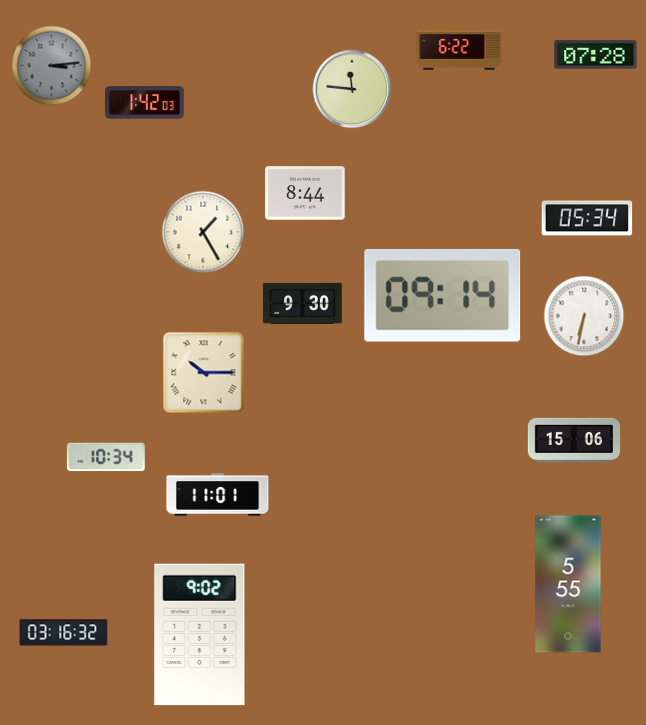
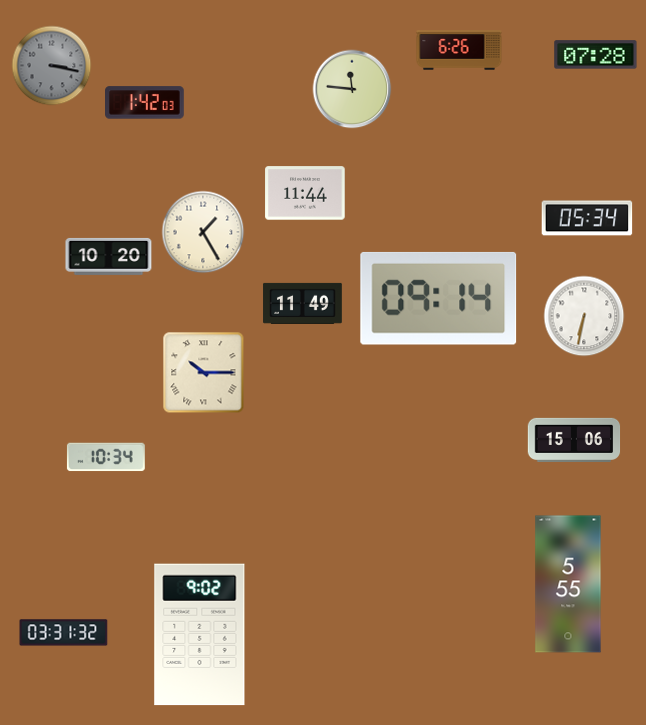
clock at (459, 50): 6:22 -> 6:26
clock at (52, 66): 3:14 -> 3:17
clock at (305, 193): 8:44 -> 11:44
clock at (109, 256): none -> 10:20
clock at (443, 295) position: (443, 295) -> (439, 298)
clock at (303, 303): 9:30 -> 11:49
clock at (218, 495): 11:01 -> none
clock at (64, 633): 03:16 -> 03:31
